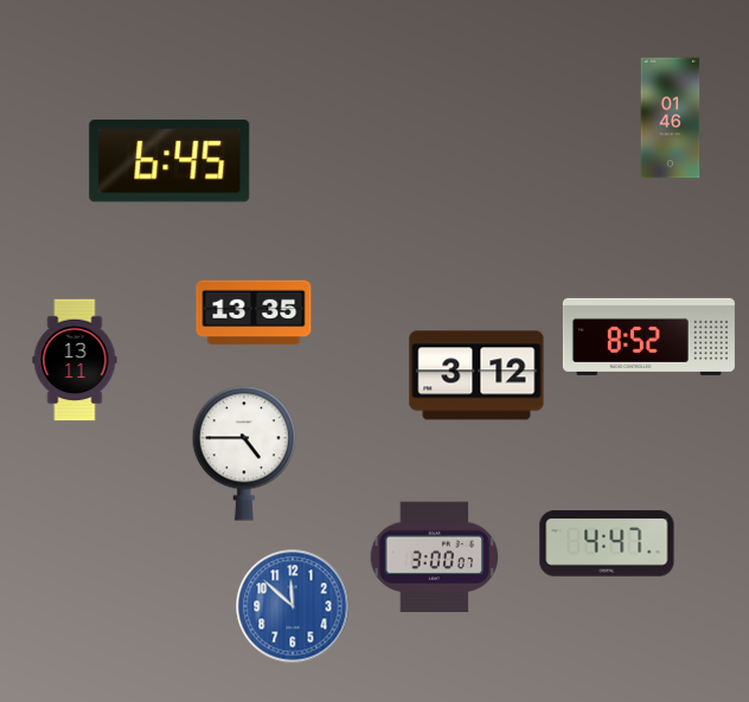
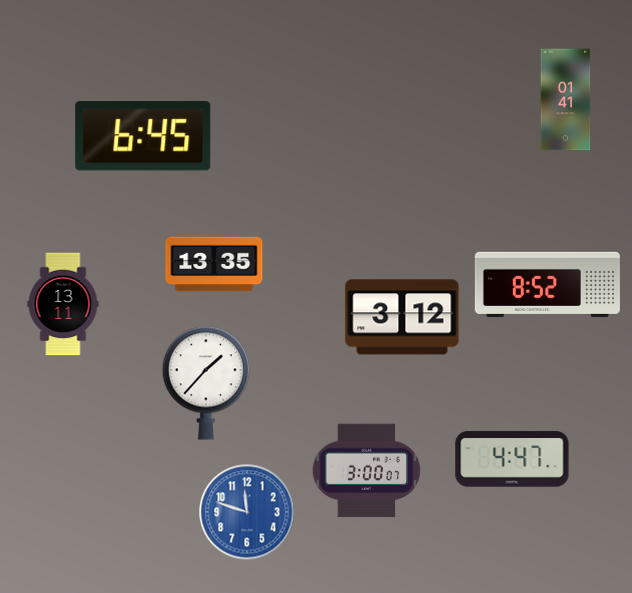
clock at (671, 118): 01:46 -> 01:41
clock at (243, 453): 4:45 -> 1:37
clock at (293, 606): 11:52 -> 11:48
